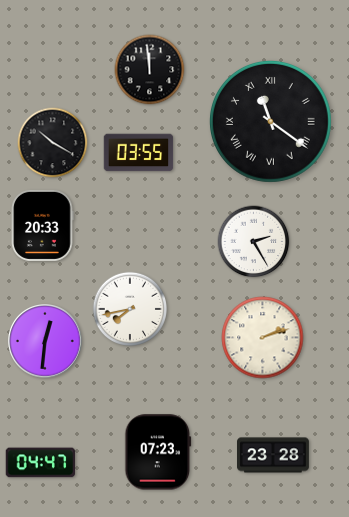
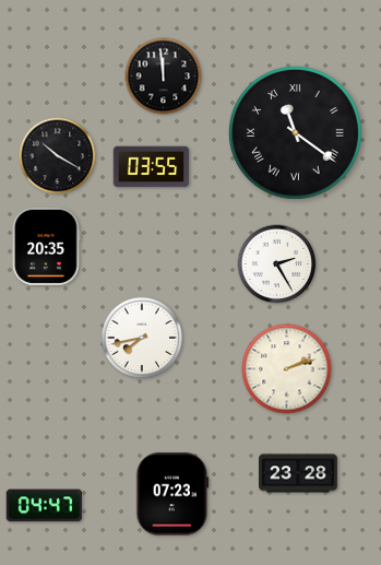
clock at (43, 225): 20:33 -> 20:35
clock at (46, 342): 12:31 -> none
clock at (274, 455) position: (274, 455) -> (299, 473)
